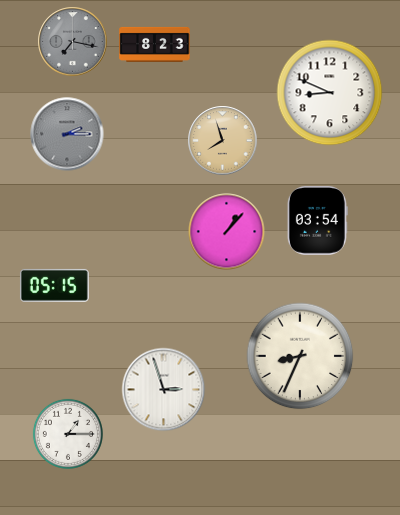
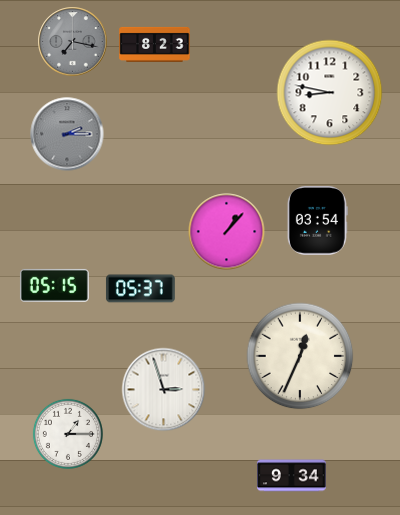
clock at (330, 93): 8:49 -> 8:47
clock at (223, 141): 7:57 -> none
clock at (140, 289): none -> 05:37
clock at (300, 356): 8:34 -> 12:34
clock at (292, 476): none -> 9:34
